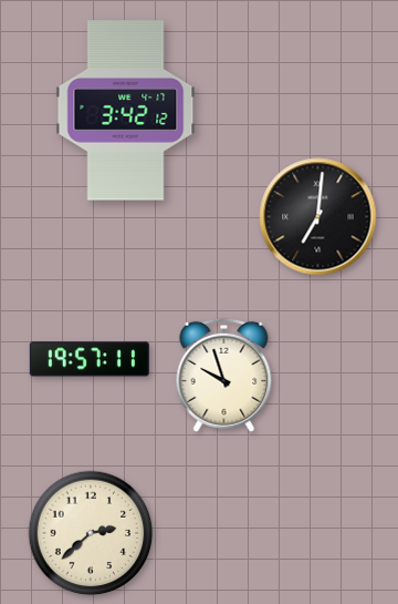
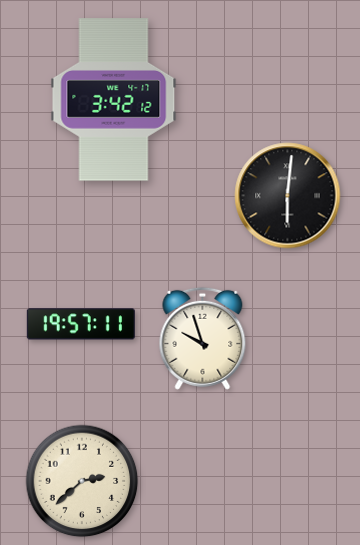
clock at (318, 217): 7:01 -> 6:01
